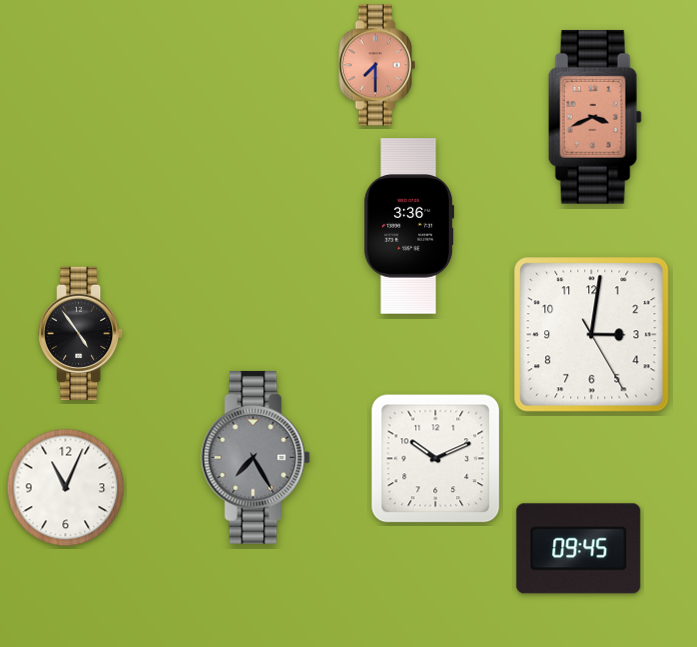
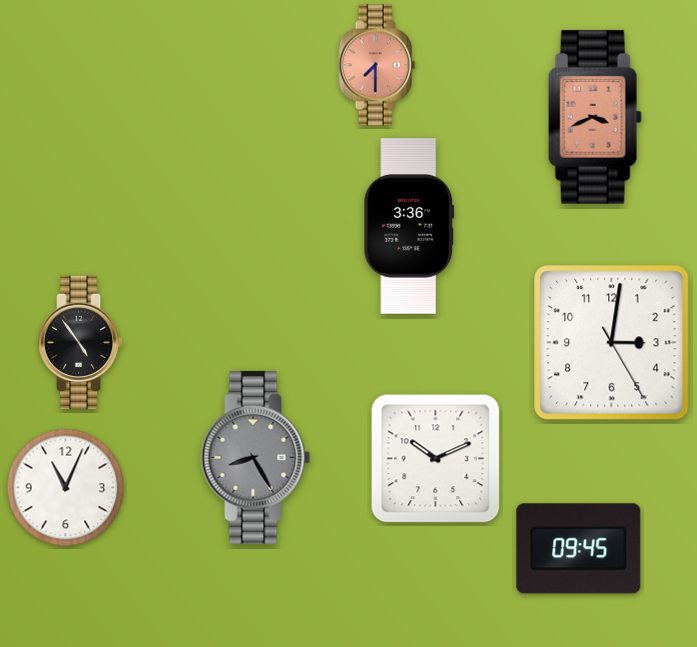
clock at (81, 334) position: (81, 334) -> (81, 343)
clock at (592, 335) position: (592, 335) -> (612, 343)
clock at (256, 457): 7:25 -> 8:25
